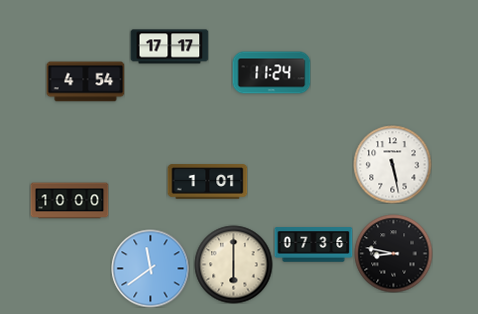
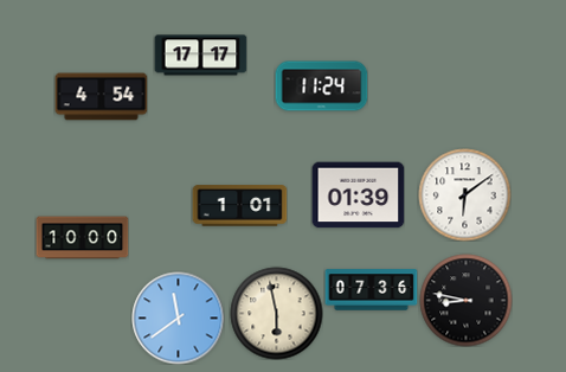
clock at (392, 164): 5:28 -> 6:09
clock at (358, 195): none -> 01:39
clock at (207, 182) position: (207, 182) -> (239, 206)
clock at (233, 264): 6:00 -> 5:58
